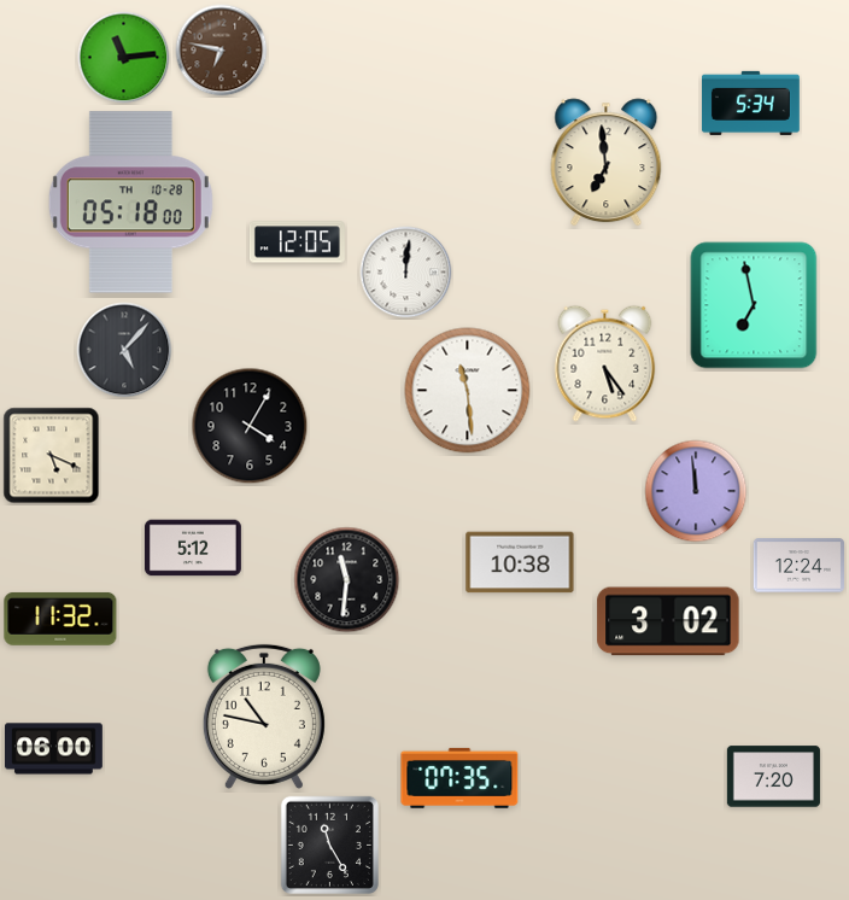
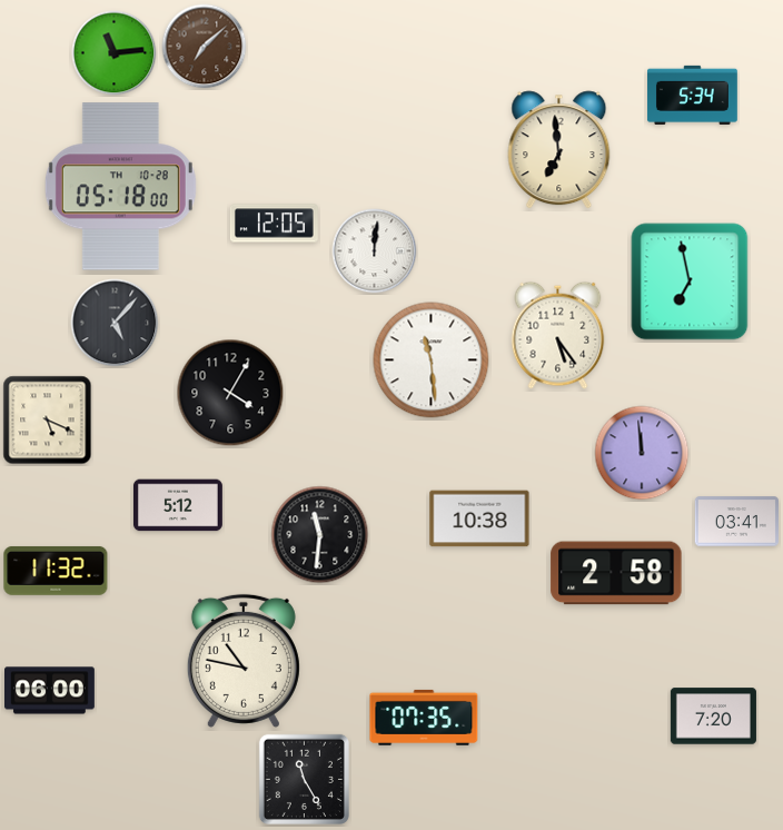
clock at (222, 51): 6:47 -> 7:08
clock at (754, 305) position: (754, 305) -> (690, 281)
clock at (798, 566): 12:24 -> 03:41
clock at (668, 621): 3:02 -> 2:58
